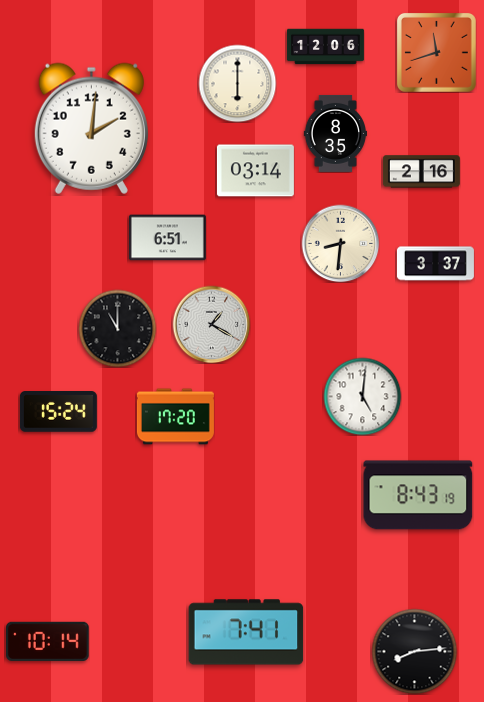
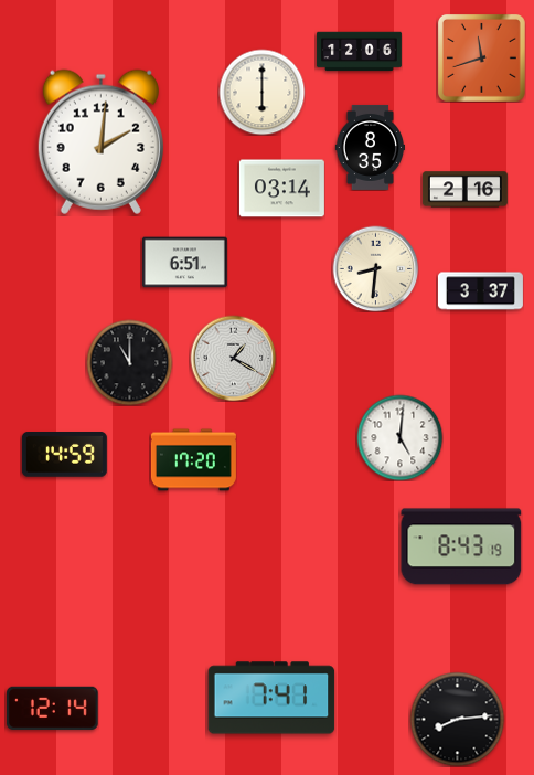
clock at (58, 412): 15:24 -> 14:59
clock at (48, 641): 10:14 -> 12:14
